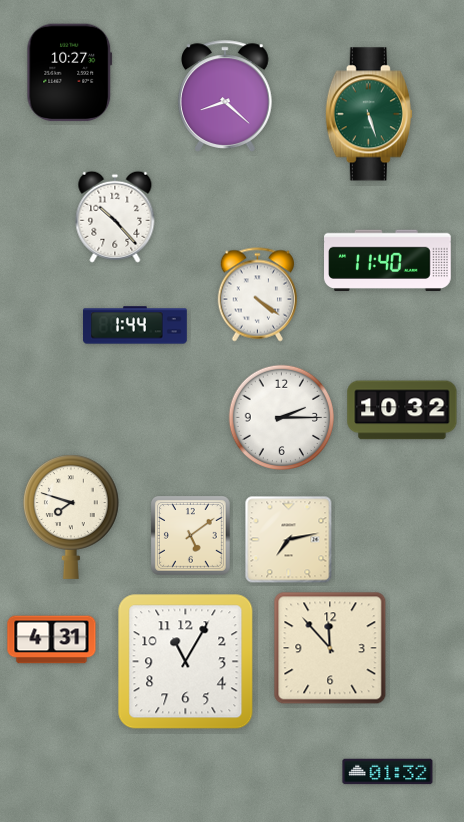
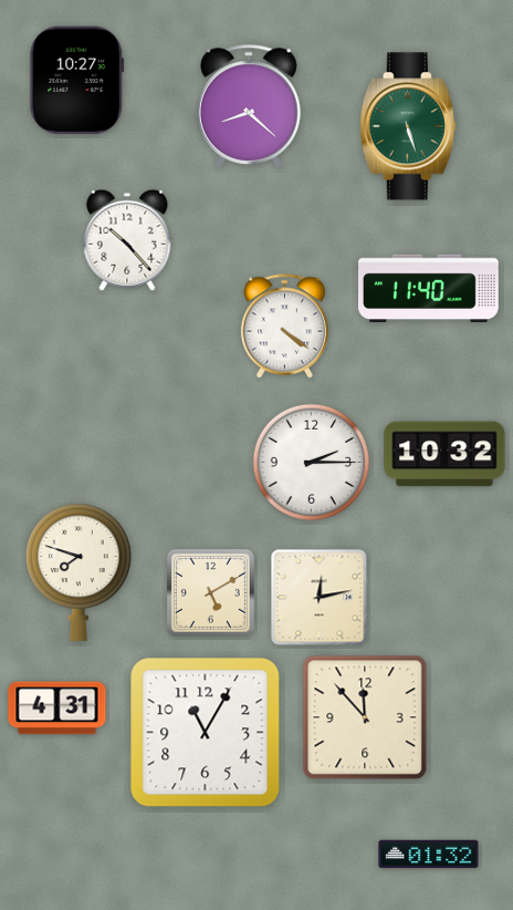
clock at (136, 325): 1:44 -> none
clock at (190, 535): 5:09 -> 5:10
clock at (289, 540): 7:13 -> 12:13
